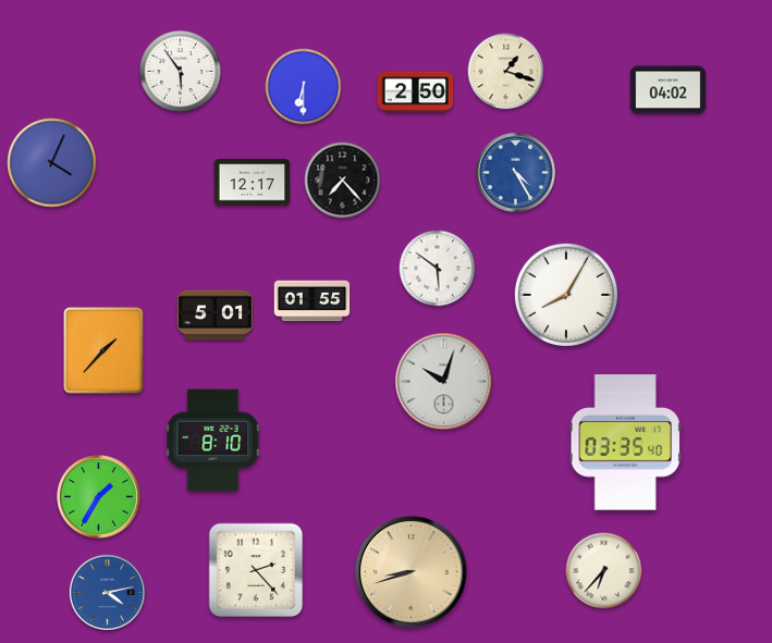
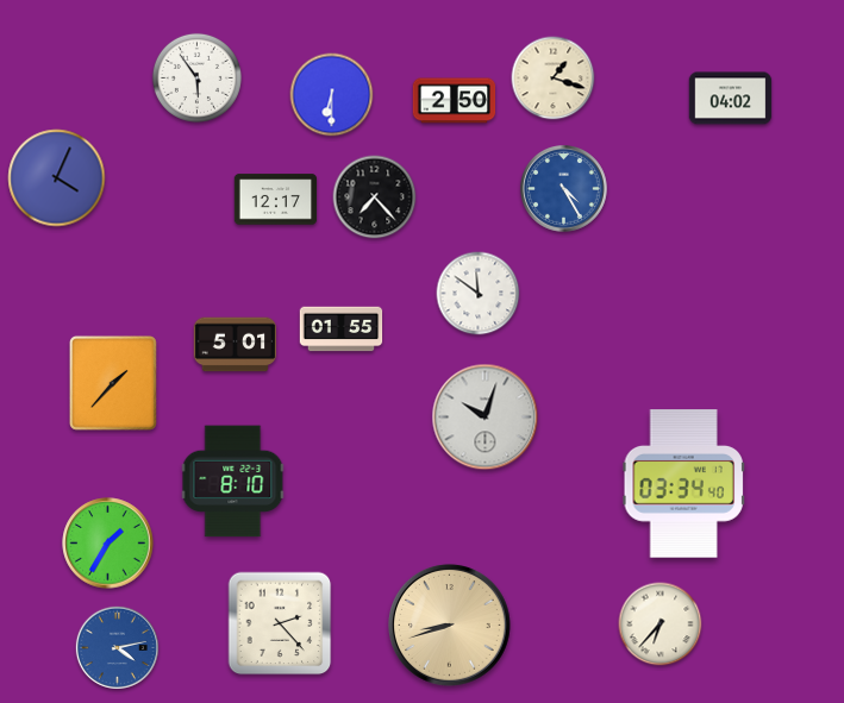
clock at (438, 269): 5:51 -> 11:51
clock at (565, 294): 8:05 -> none
clock at (625, 443): 03:35 -> 03:34
